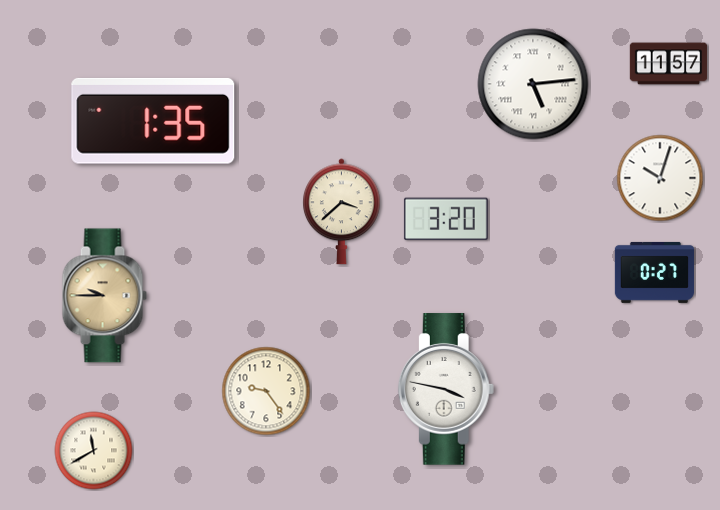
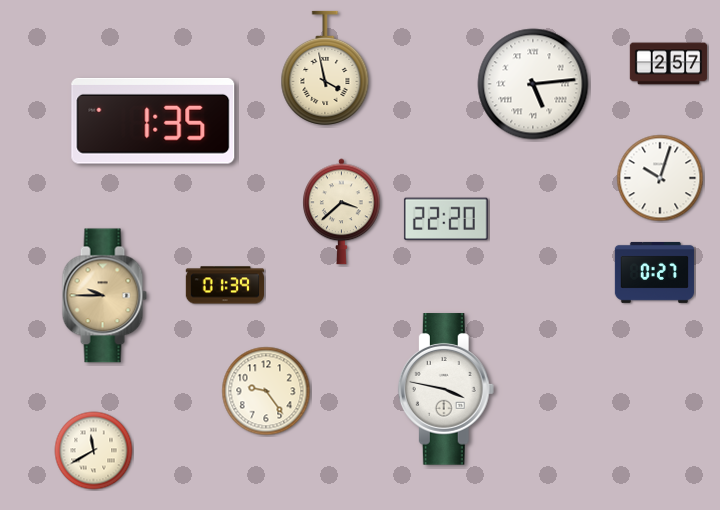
clock at (669, 64): 11:57 -> 2:57
clock at (325, 68): none -> 3:58
clock at (446, 219): 3:20 -> 22:20
clock at (224, 285): none -> 01:39
